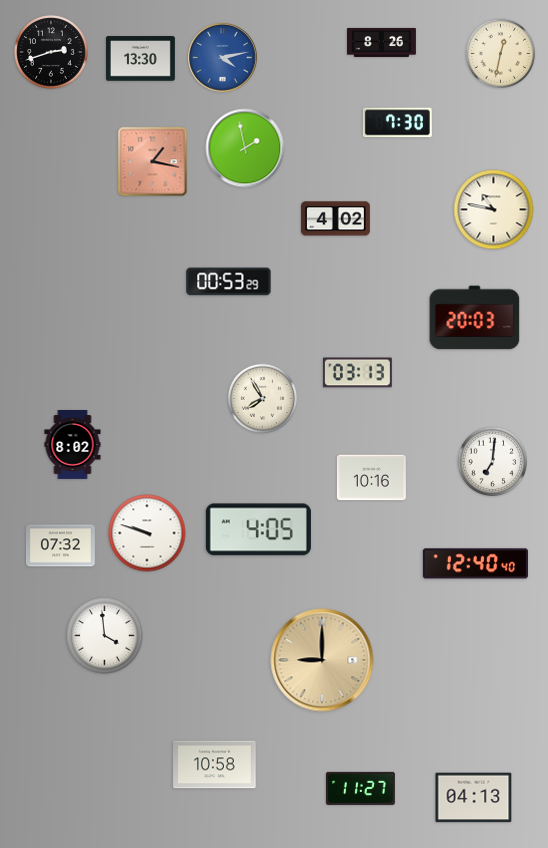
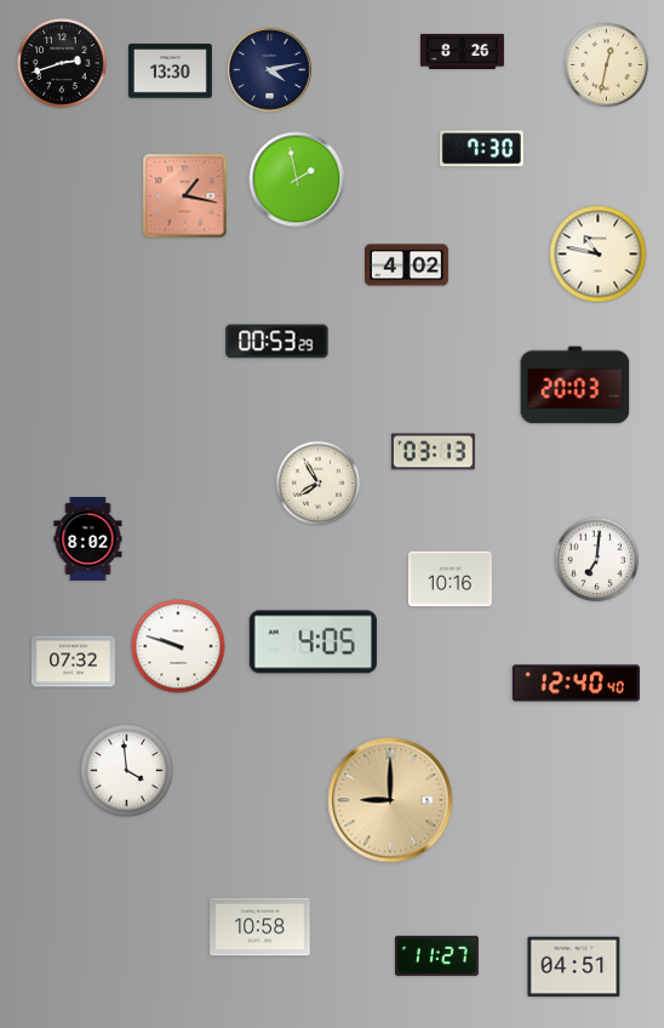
clock at (223, 58) dial: blue -> navy
clock at (474, 798): 04:13 -> 04:51
